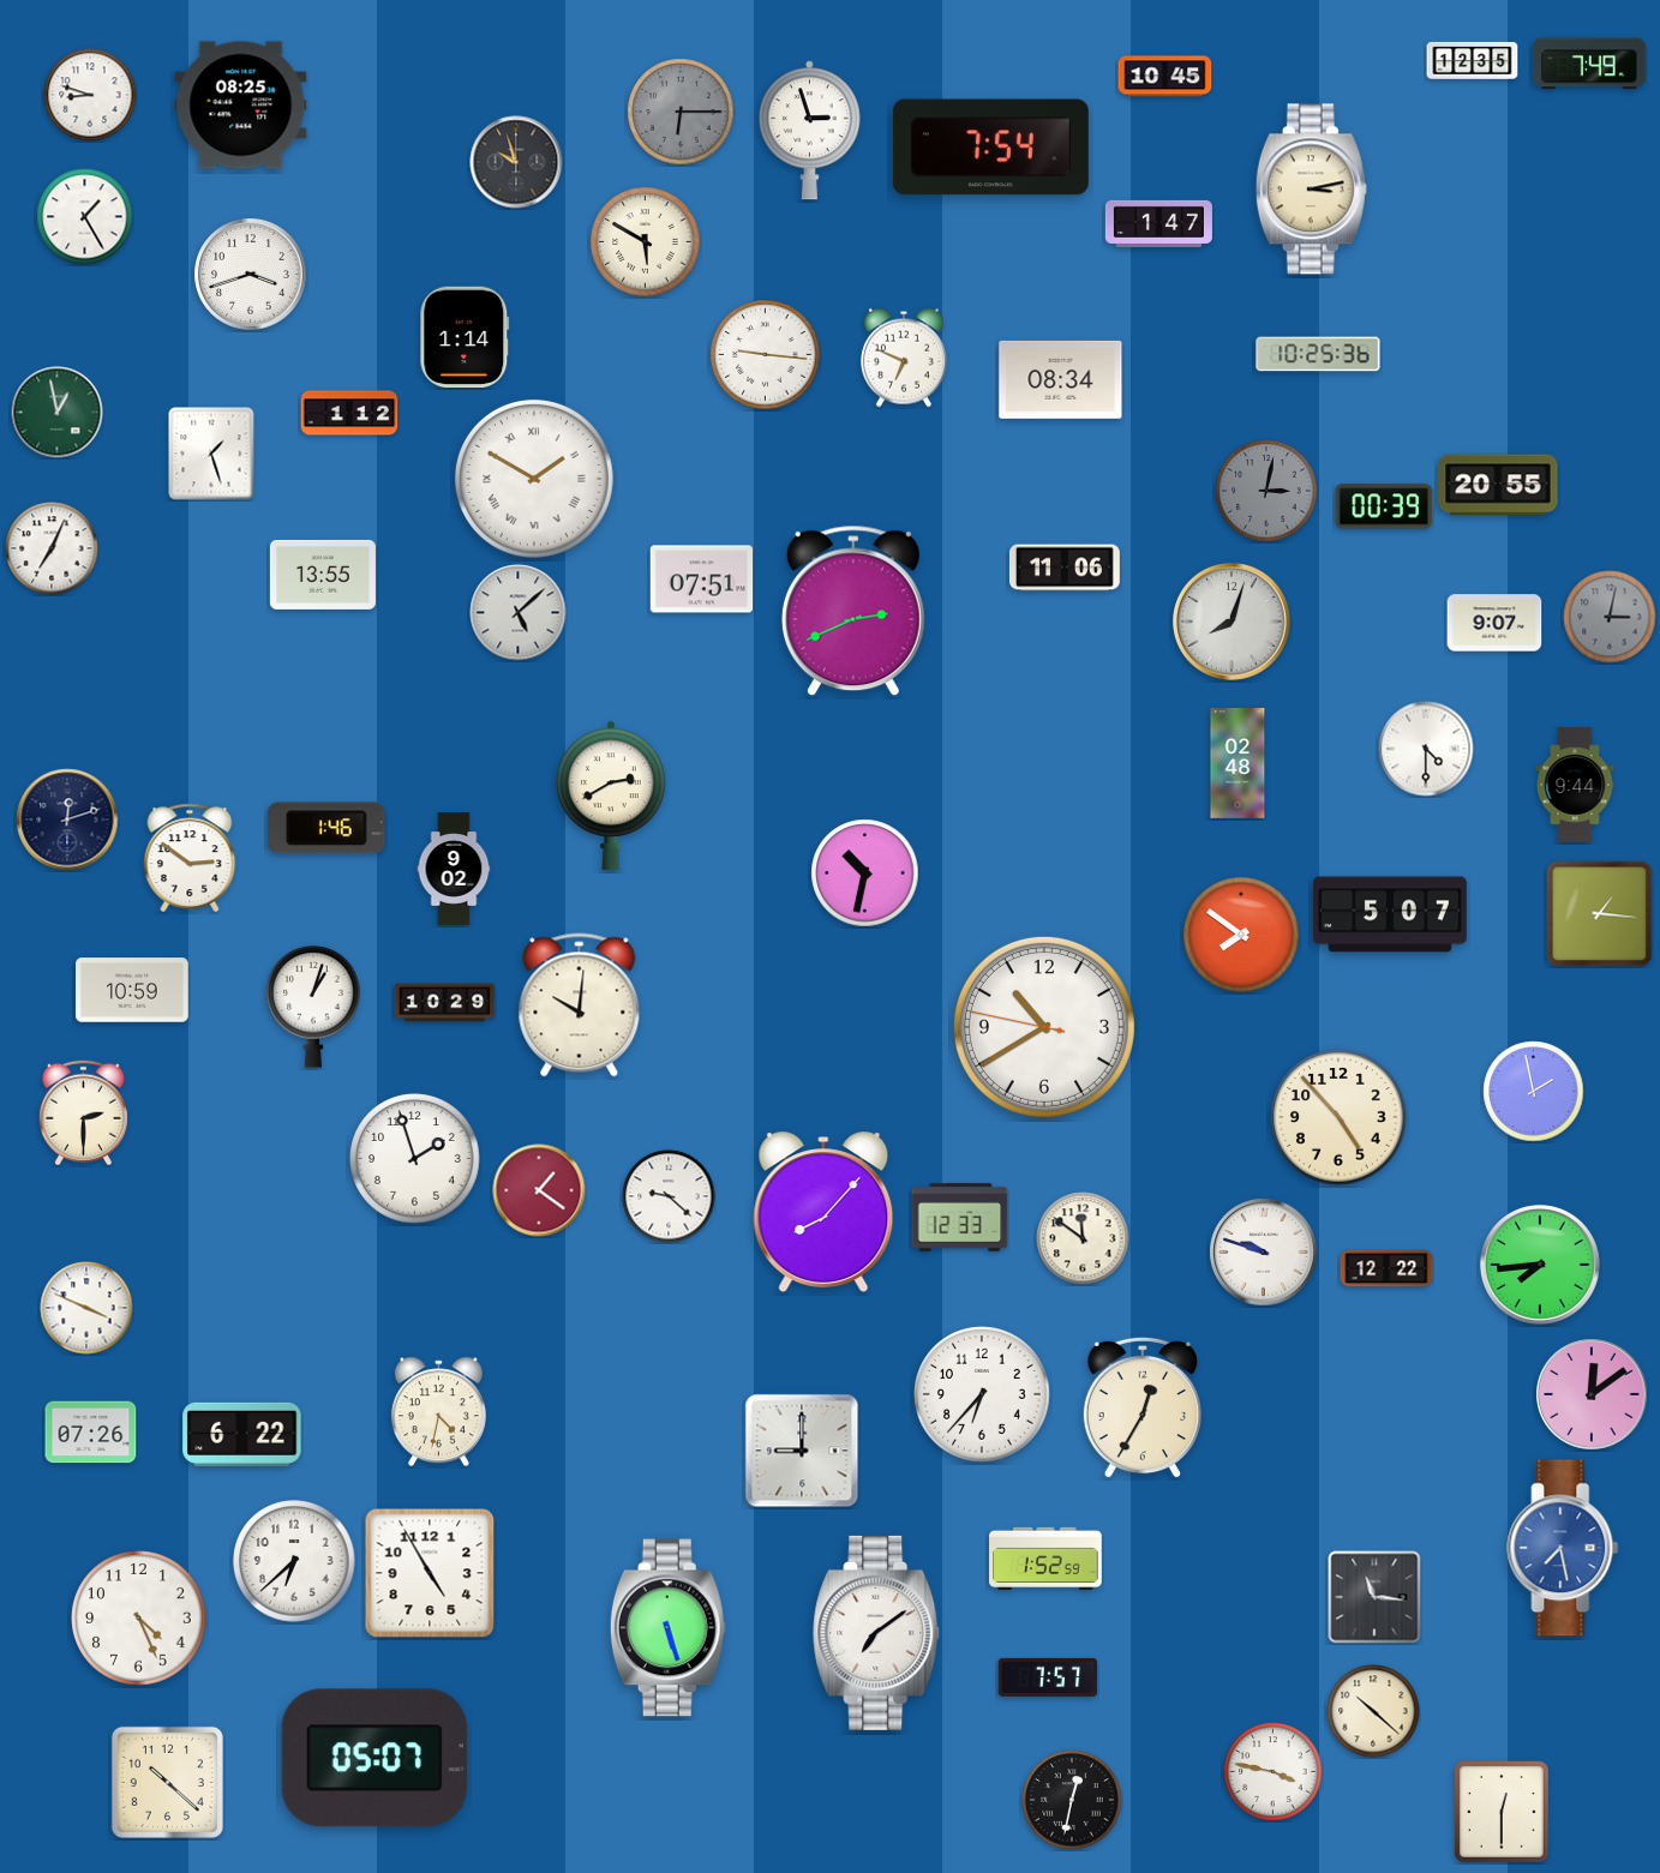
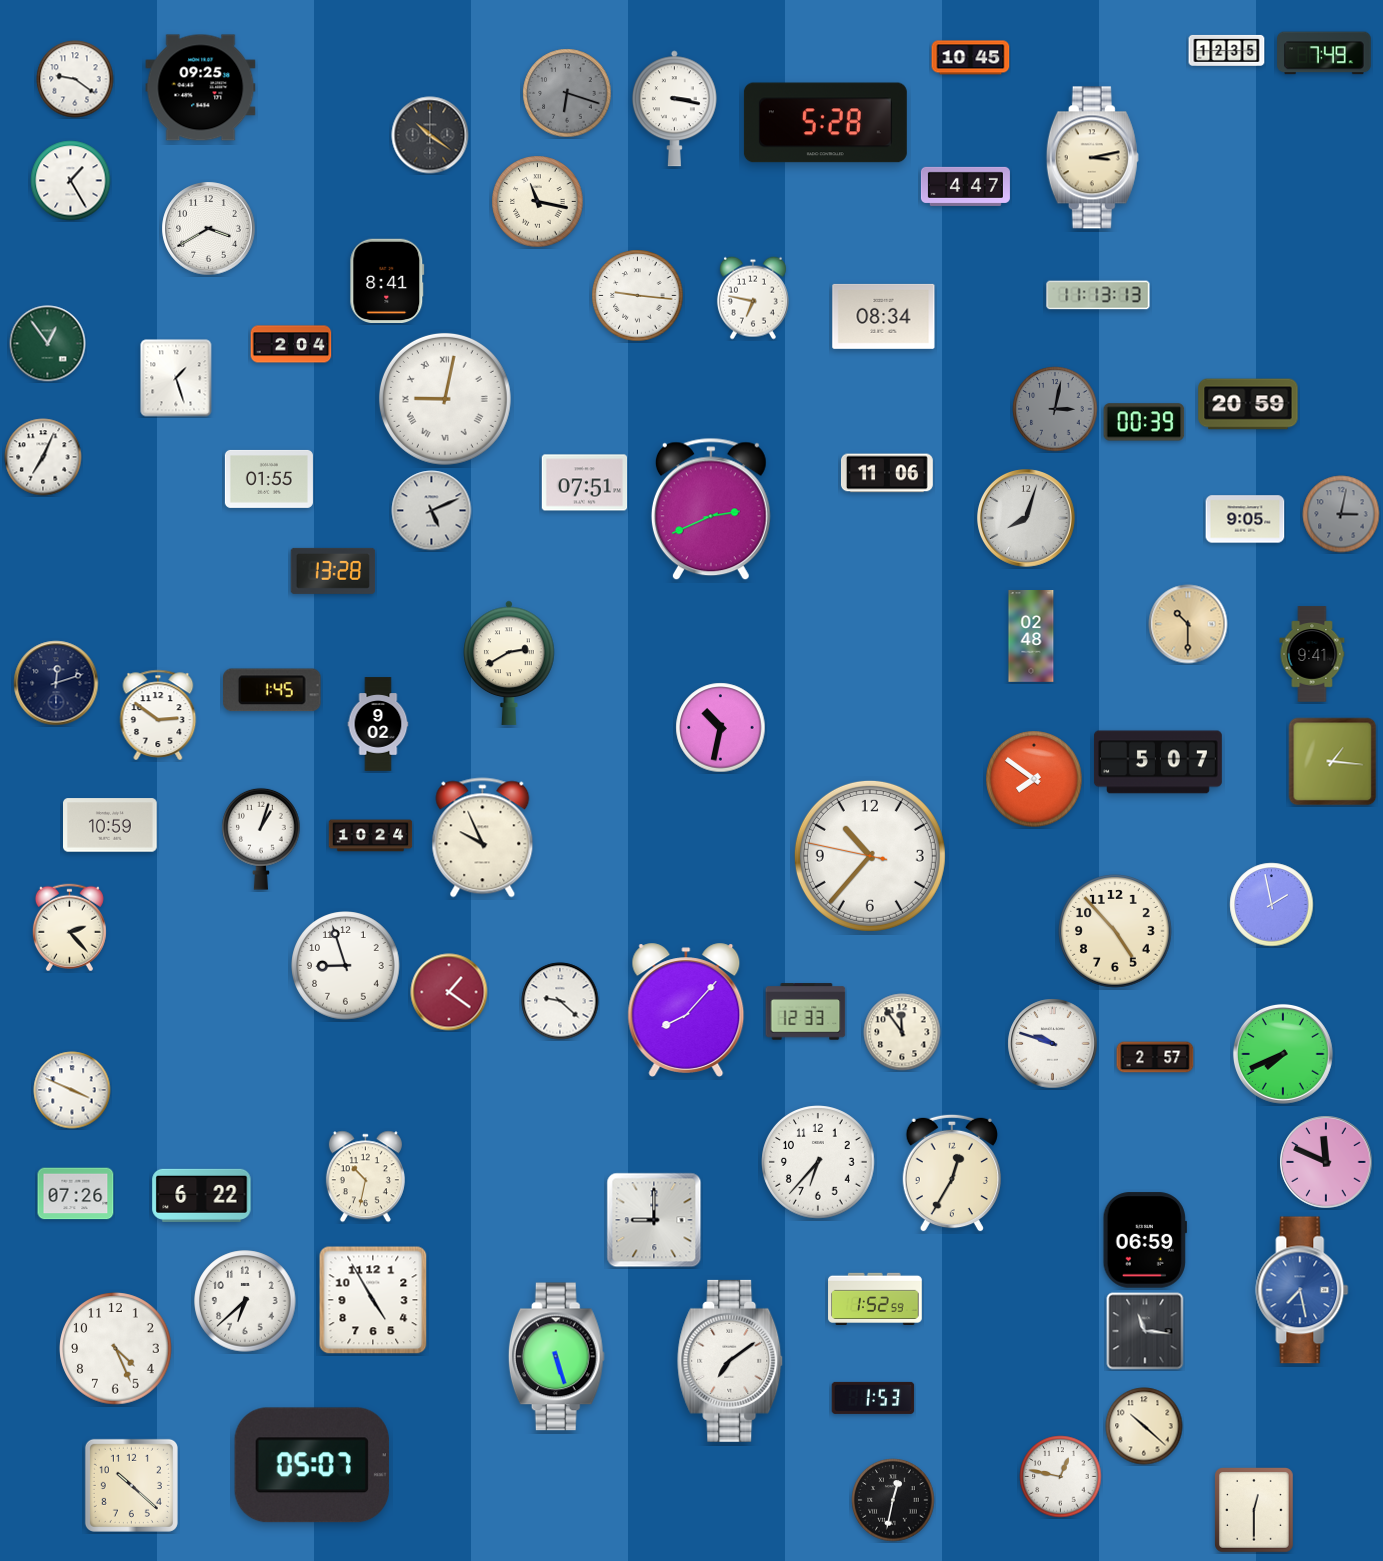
clock at (1165, 77) position: (1165, 77) -> (971, 58)
clock at (90, 95): 8:48 -> 9:21
clock at (241, 106): 08:25 -> 09:25
clock at (681, 112): 6:15 -> 6:18
clock at (809, 131): 2:57 -> 3:17
clock at (990, 148): 7:54 -> 5:28
clock at (516, 162): 9:57 -> 10:21
clock at (1158, 223): 1:47 -> 4:47
clock at (646, 242): 5:50 -> 11:17
clock at (251, 275): 3:42 -> 3:40
clock at (465, 337): 1:14 -> 8:41
clock at (1318, 354): 10:25 -> 11:13
clock at (904, 358): 6:49 -> 6:47
clock at (58, 413): 12:58 -> 12:54
clock at (349, 413): 1:12 -> 2:04
clock at (534, 479): 1:50 -> 9:02
clock at (1498, 485): 20:55 -> 20:59
clock at (1384, 506) position: (1384, 506) -> (1144, 422)
clock at (323, 575): 13:55 -> 01:55
clock at (519, 613): 5:08 -> 5:11
clock at (1494, 623): 9:07 -> 9:05
clock at (333, 571): none -> 13:28
clock at (1426, 749): 4:30 -> 10:30
clock at (1426, 749) dial: white -> champagne
clock at (1575, 785): 9:44 -> 9:41
clock at (326, 828): 1:46 -> 1:45
clock at (445, 1003): 10:29 -> 10:24
clock at (580, 1005): 10:01 -> 9:56
clock at (1044, 1027): 10:39 -> 10:36
clock at (1534, 1092) position: (1534, 1092) -> (1272, 905)
clock at (83, 1113): 2:30 -> 2:23
clock at (415, 1159): 1:57 -> 8:57
clock at (669, 1196) position: (669, 1196) -> (560, 1001)
clock at (960, 1218) position: (960, 1218) -> (806, 1012)
clock at (1083, 1238): 11:51 -> 11:54
clock at (1540, 1265): 7:44 -> 7:41
clock at (1386, 1268): 12:22 -> 2:57
clock at (1592, 1394): 12:09 -> 11:49
clock at (438, 1412): 4:32 -> 10:32
clock at (802, 1451) position: (802, 1451) -> (654, 1220)
clock at (1145, 1240): none -> 06:59
clock at (1045, 1557) position: (1045, 1557) -> (875, 1298)
clock at (430, 1573) position: (430, 1573) -> (373, 1300)
clock at (1048, 1677): 7:57 -> 1:53
clock at (1274, 1772): 3:47 -> 12:47
clock at (167, 1782) position: (167, 1782) -> (131, 1485)
clock at (1503, 1813) position: (1503, 1813) -> (1255, 1511)
